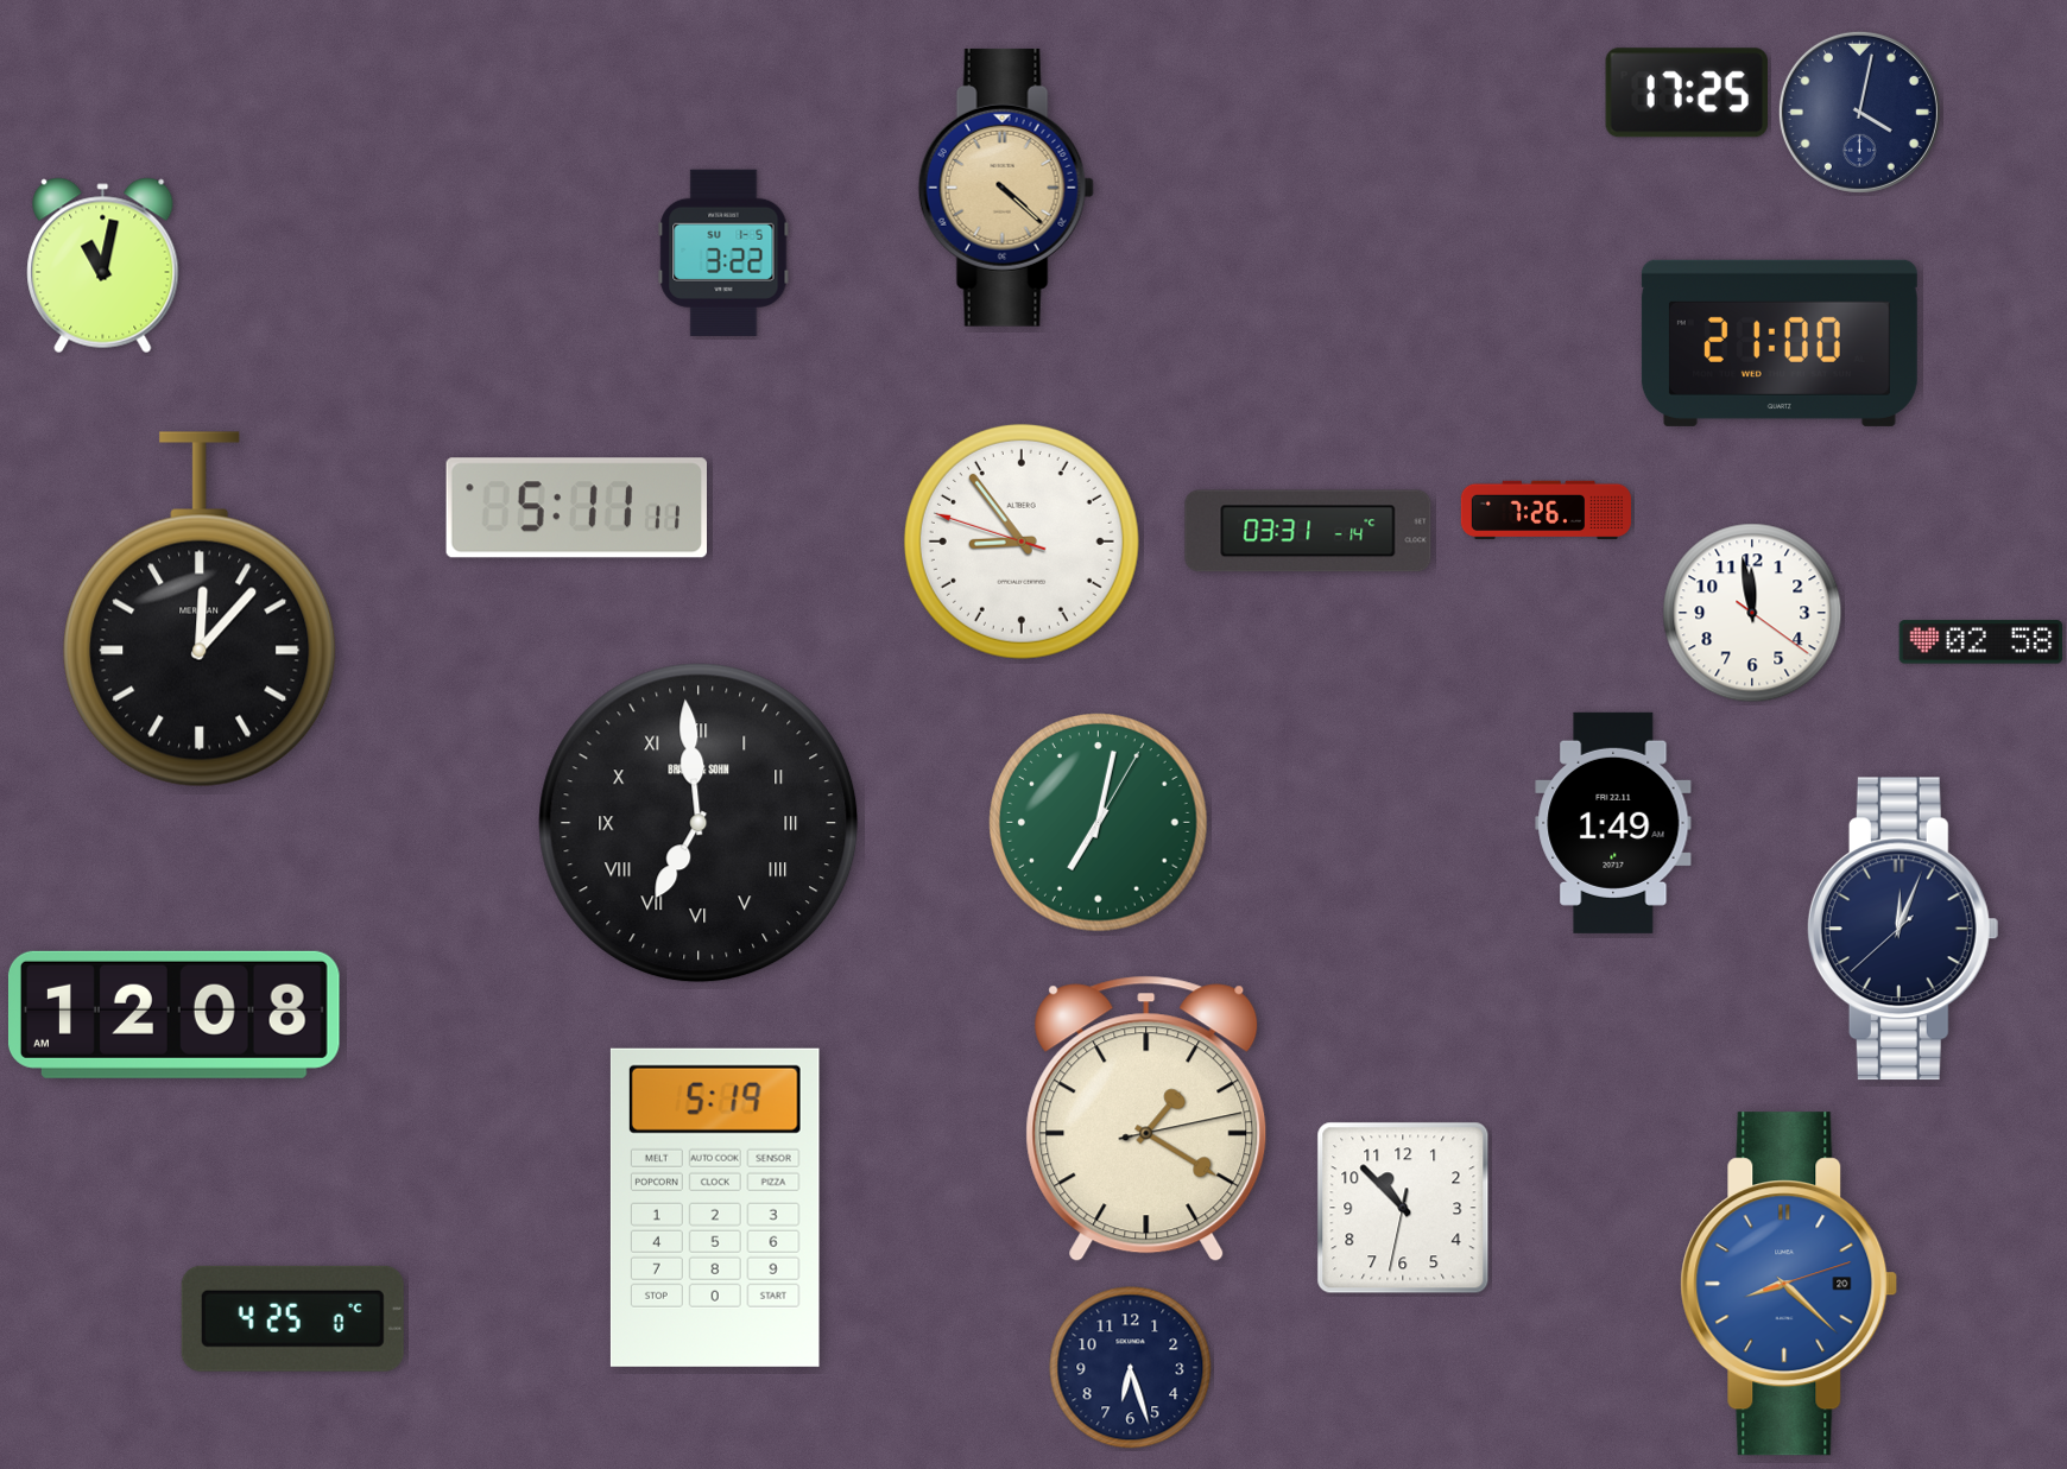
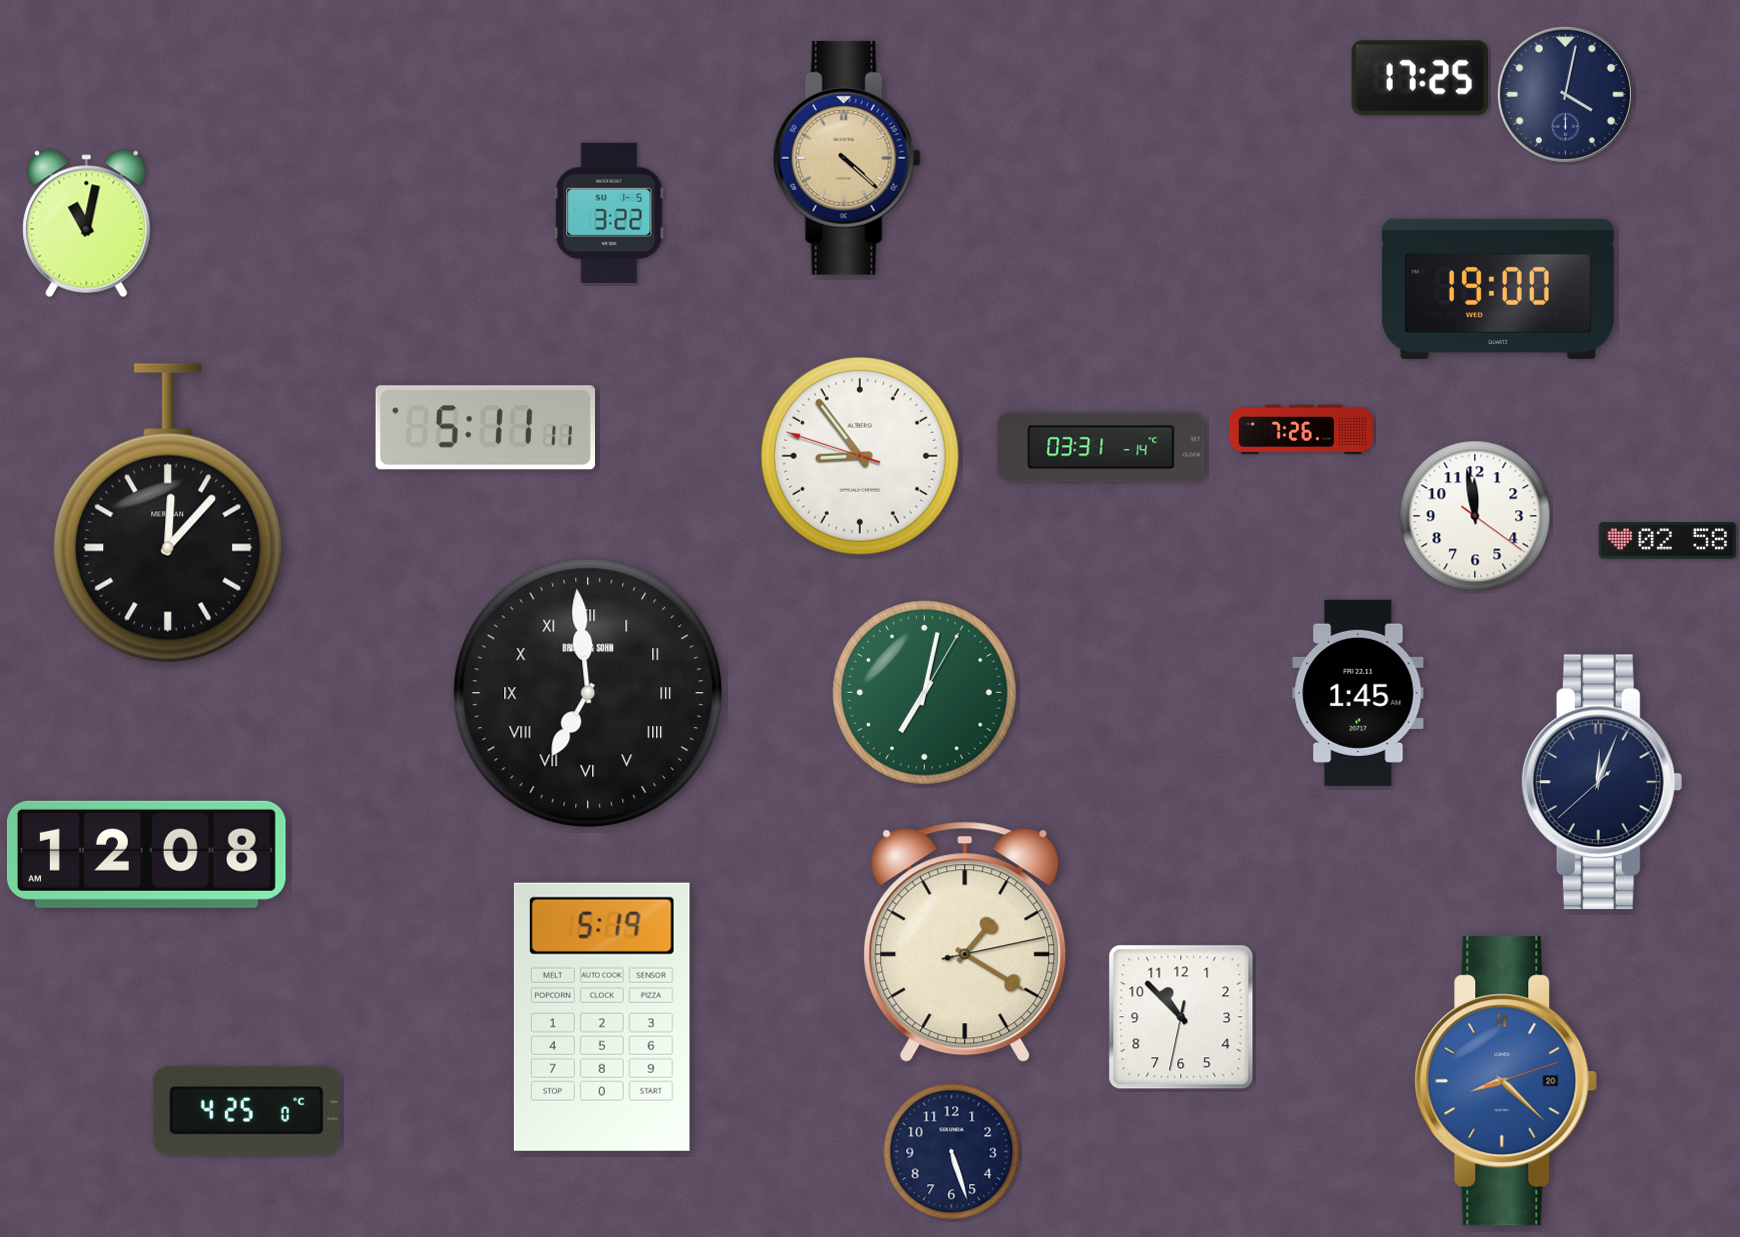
clock at (1780, 343): 21:00 -> 19:00
clock at (1613, 823): 1:49 -> 1:45
clock at (1131, 1368): 6:27 -> 5:27
